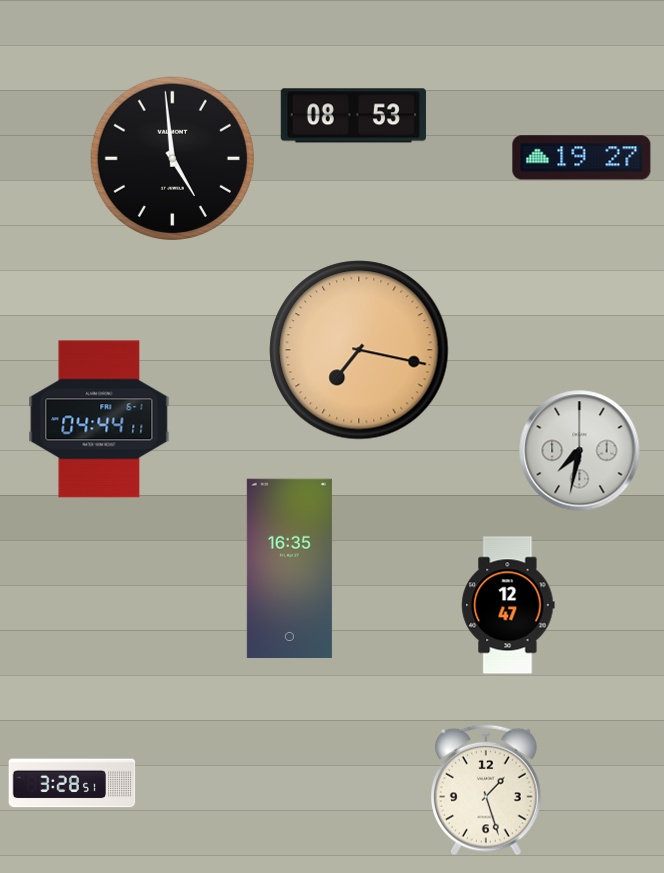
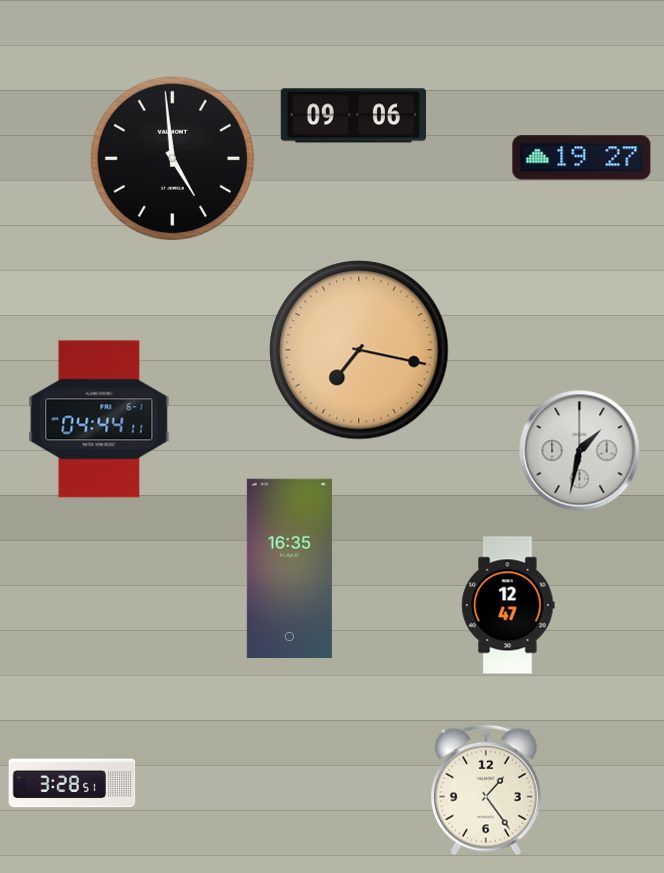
clock at (353, 116): 08:53 -> 09:06
clock at (580, 451): 7:32 -> 1:32
clock at (487, 790): 1:27 -> 1:24
